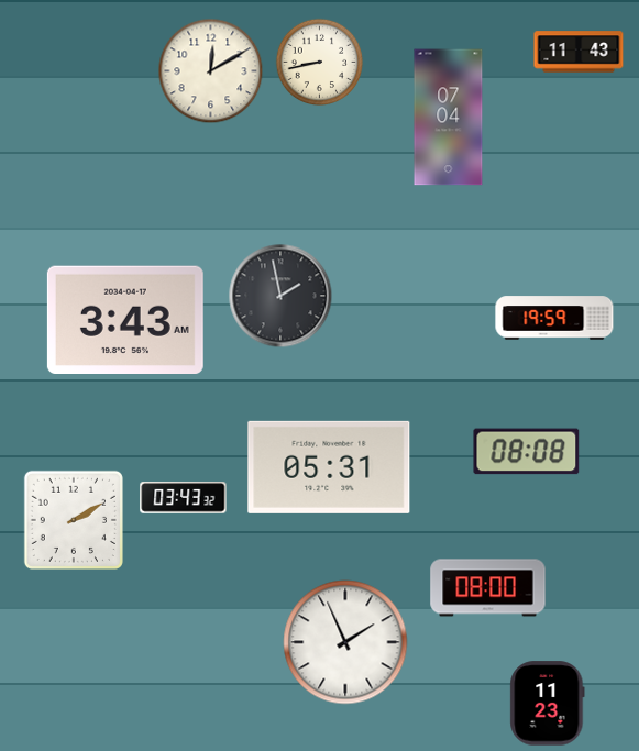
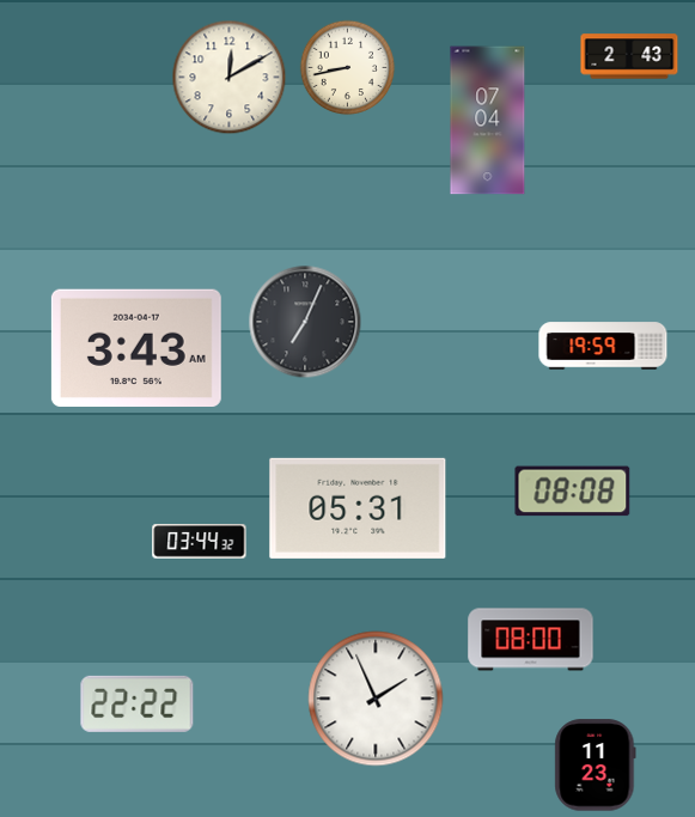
clock at (579, 52): 11:43 -> 2:43
clock at (449, 118) position: (449, 118) -> (488, 121)
clock at (280, 296): 1:58 -> 7:04
clock at (184, 498): 03:43 -> 03:44
clock at (74, 520): 2:10 -> none
clock at (138, 703): none -> 22:22
